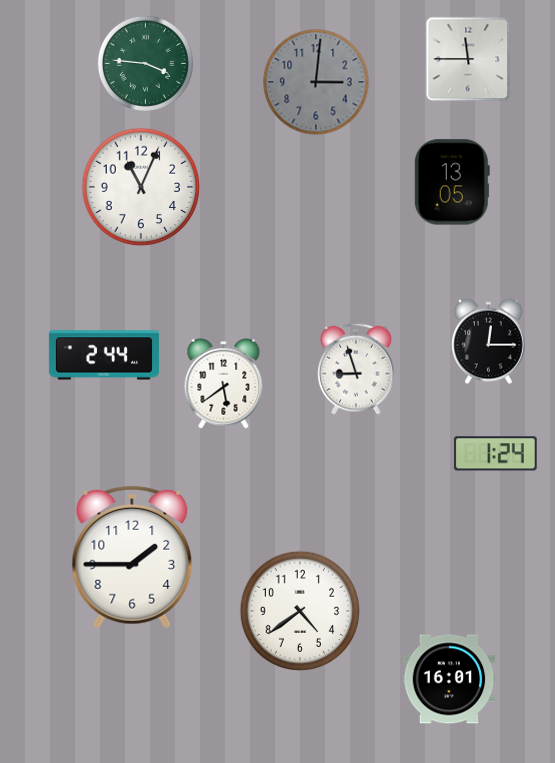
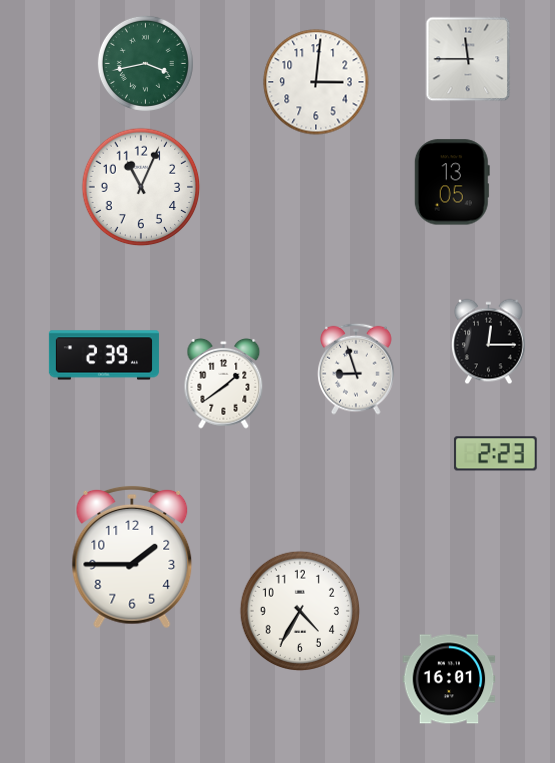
clock at (145, 63): 3:46 -> 3:43
clock at (316, 82) dial: grey -> white
clock at (104, 355): 2:44 -> 2:39
clock at (224, 383): 5:39 -> 1:39
clock at (495, 454): 1:24 -> 2:23
clock at (299, 610): 4:39 -> 4:35
